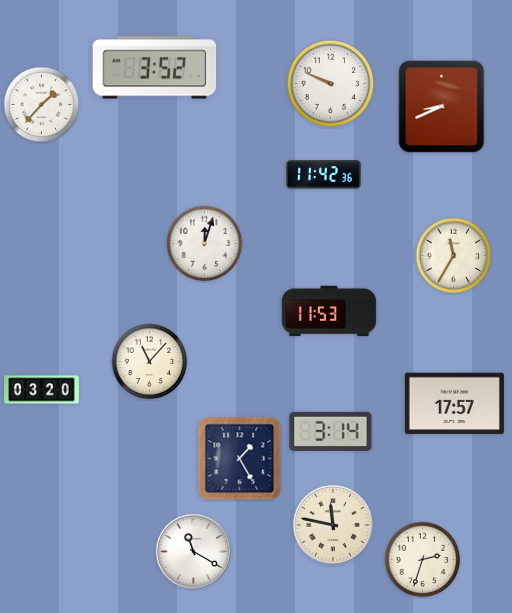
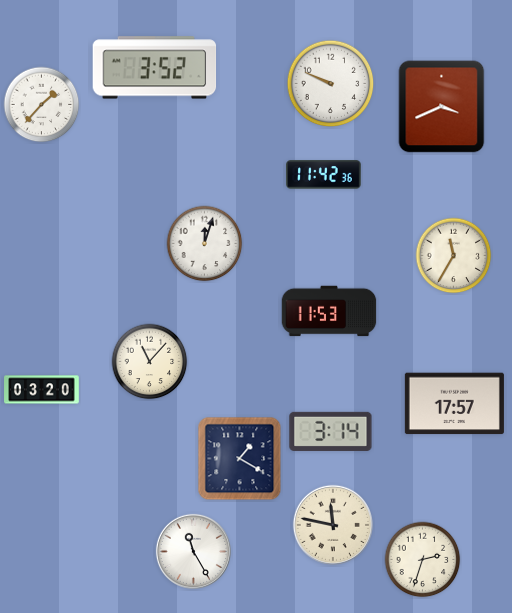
clock at (442, 107): 8:41 -> 3:41
clock at (240, 459): 1:25 -> 1:20
clock at (193, 551): 11:20 -> 11:25
